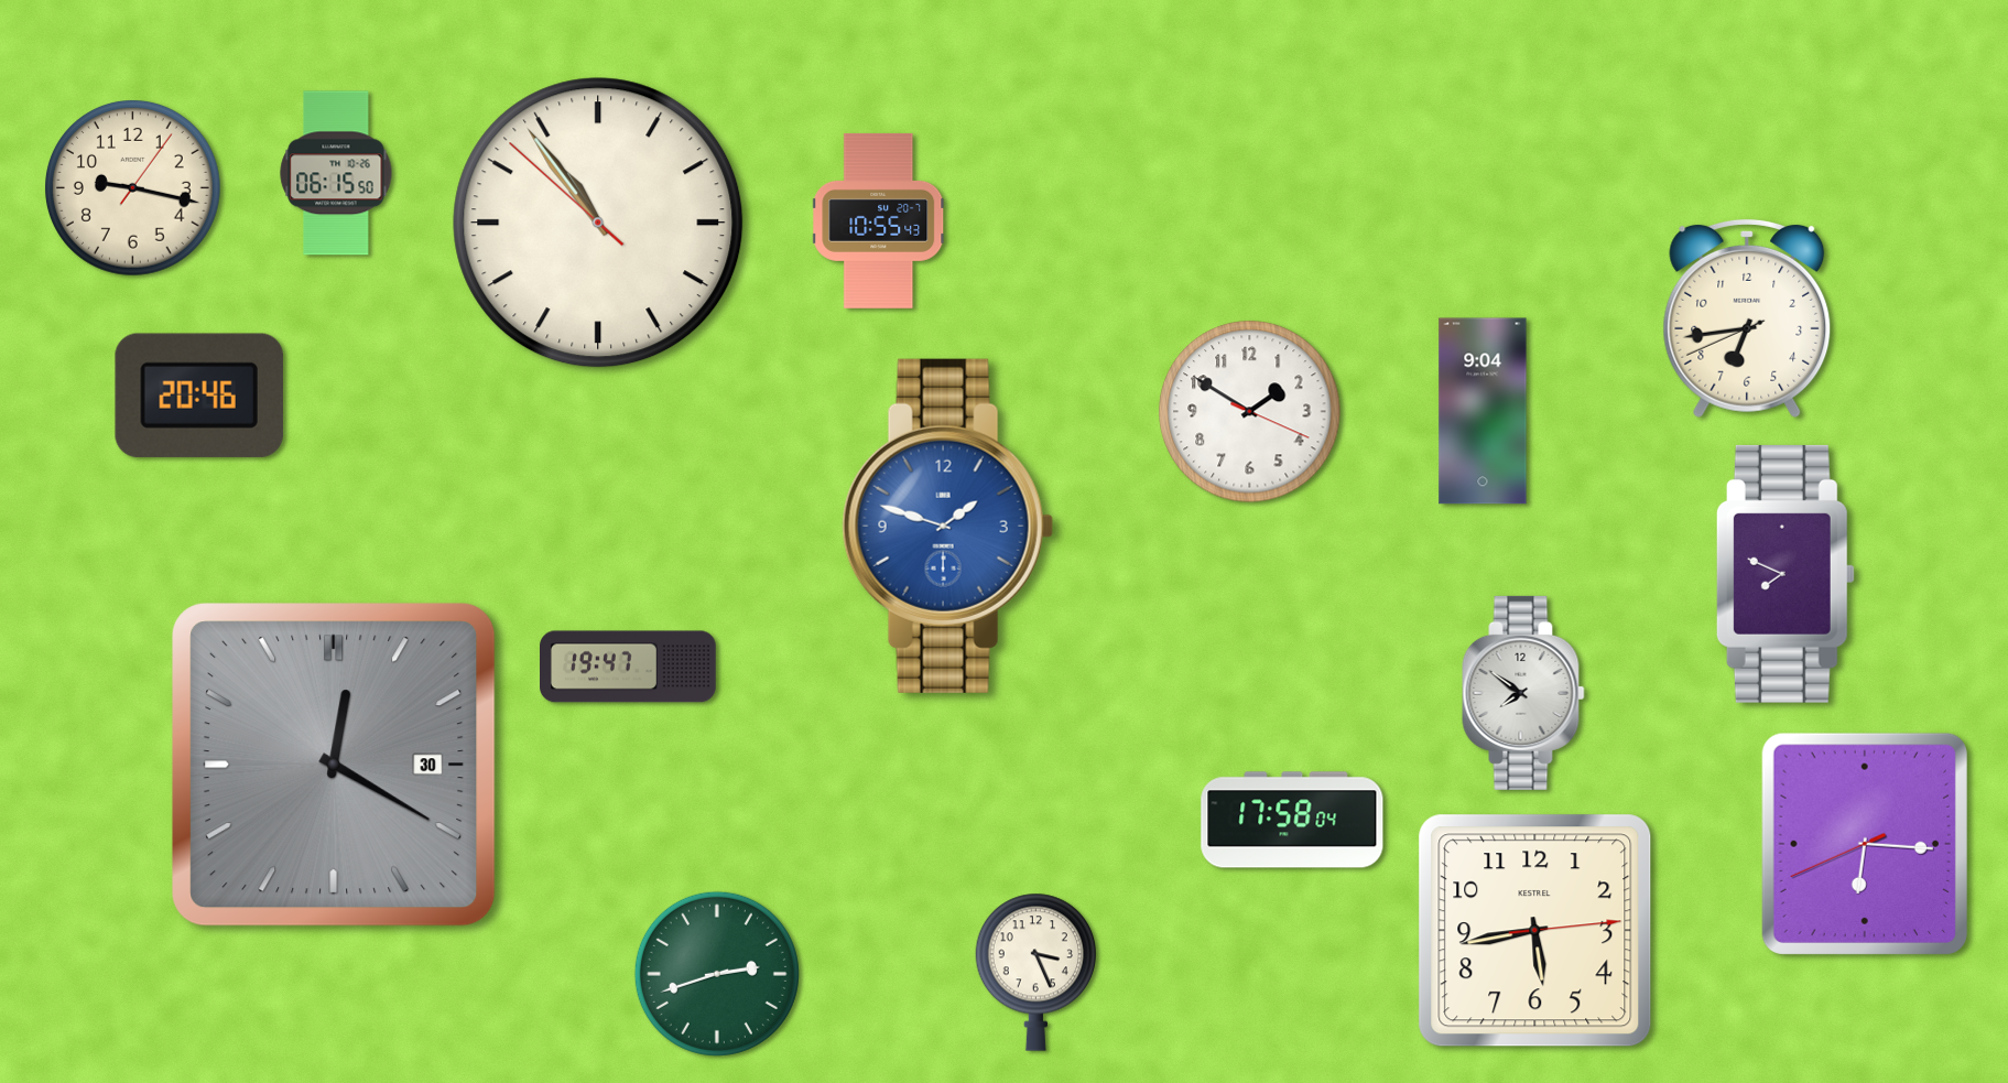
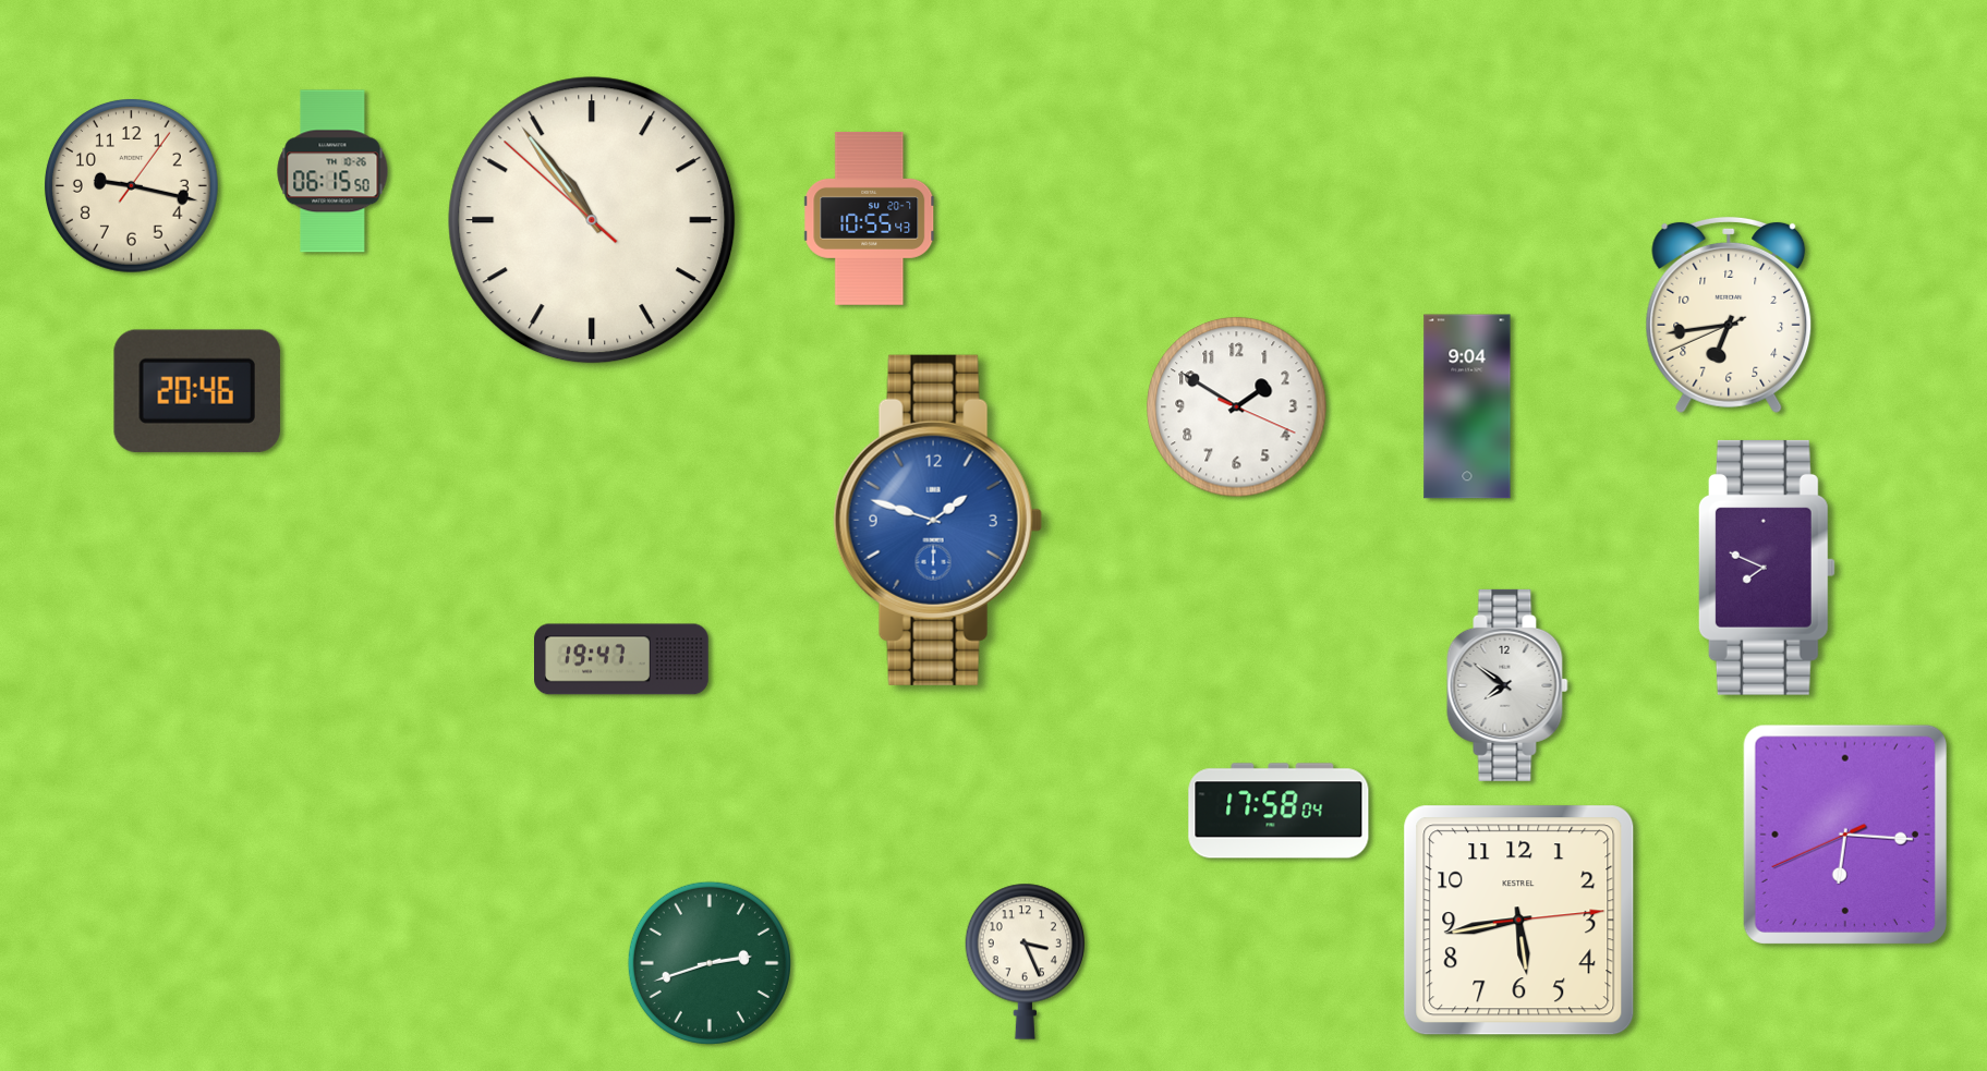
clock at (334, 765): 12:20 -> none
